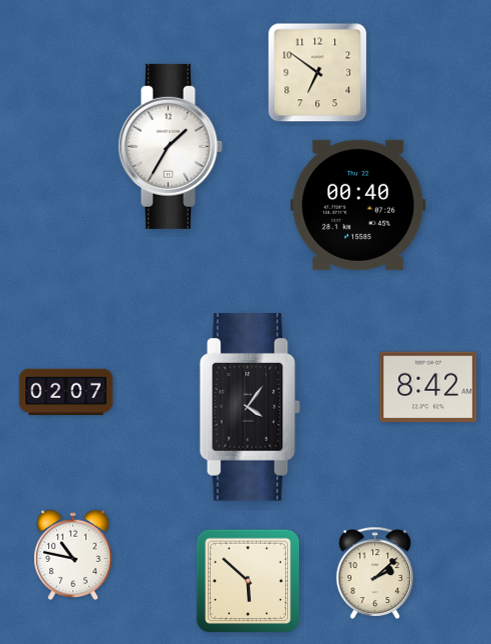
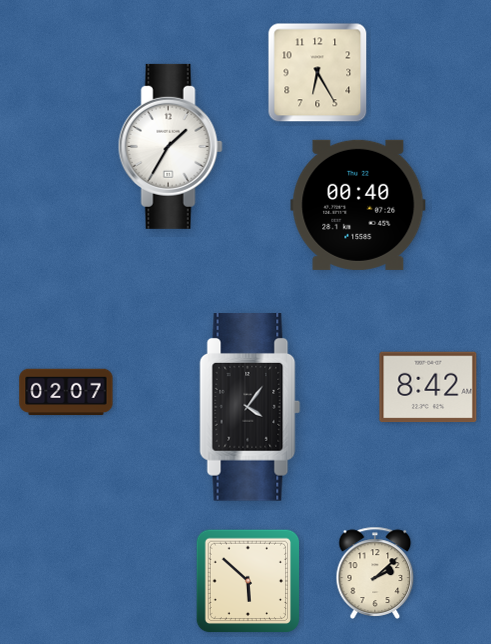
clock at (318, 73): 6:51 -> 6:25
clock at (73, 555): 10:47 -> none
